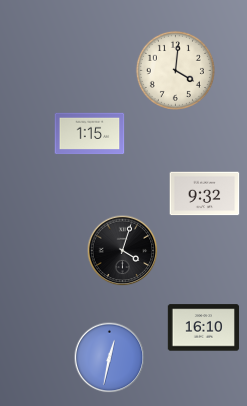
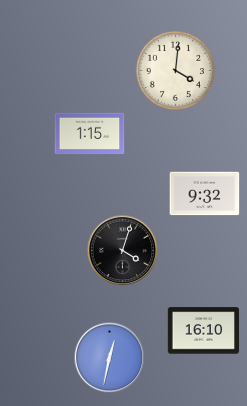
clock at (204, 328) position: (204, 328) -> (204, 331)
